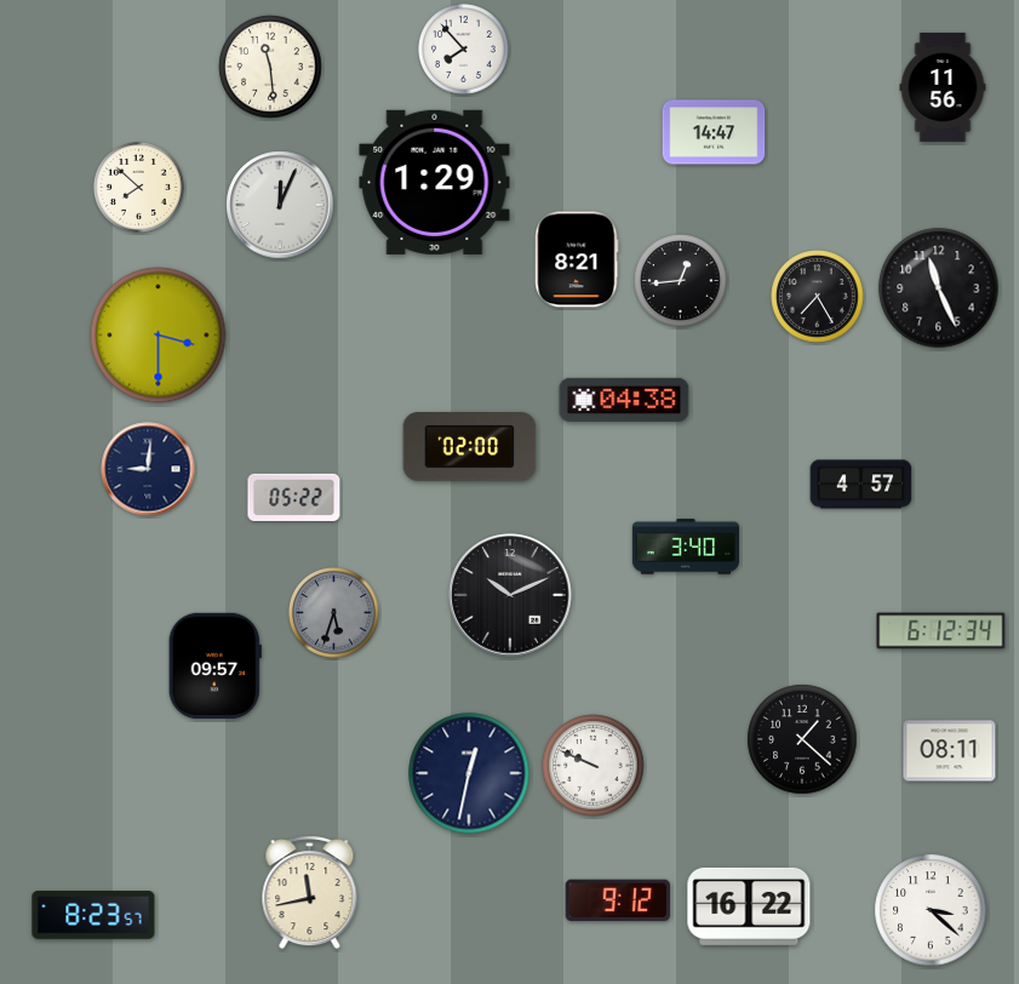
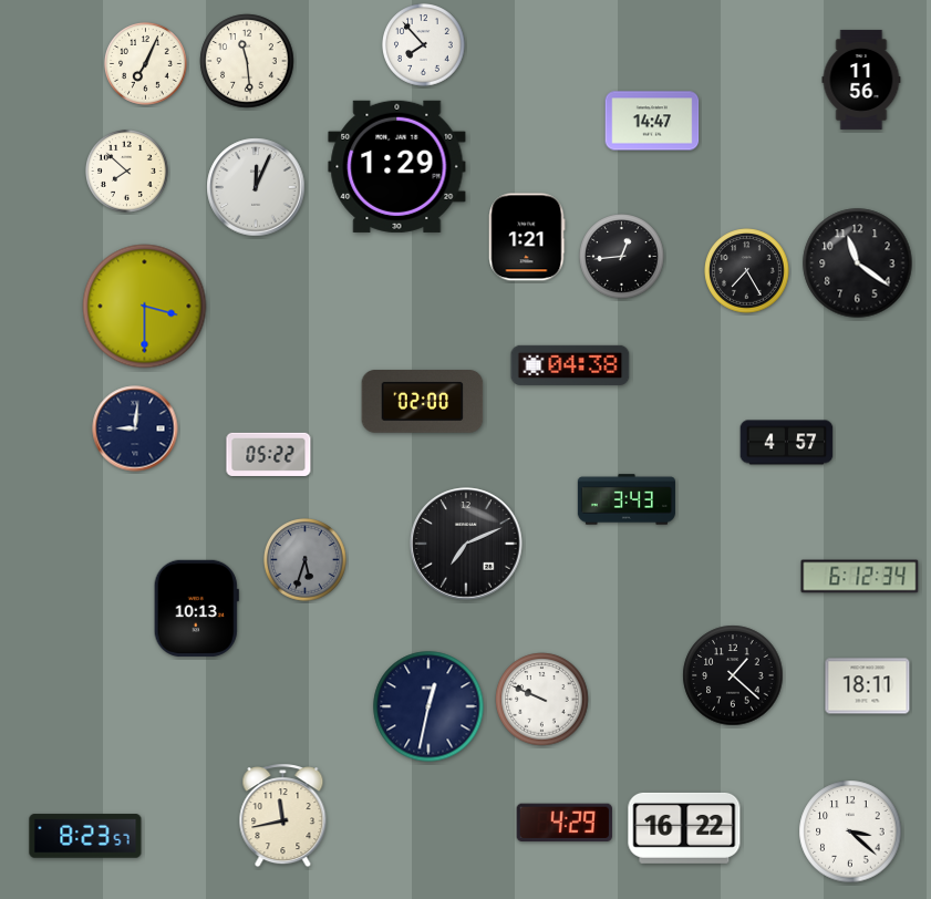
clock at (146, 64): none -> 7:04
clock at (577, 259): 8:21 -> 1:21
clock at (939, 288): 11:26 -> 11:21
clock at (470, 447) position: (470, 447) -> (423, 402)
clock at (686, 547): 3:40 -> 3:43
clock at (510, 595): 10:11 -> 7:11
clock at (214, 665): 09:57 -> 10:13
clock at (950, 751): 08:11 -> 18:11
clock at (618, 900): 9:12 -> 4:29
